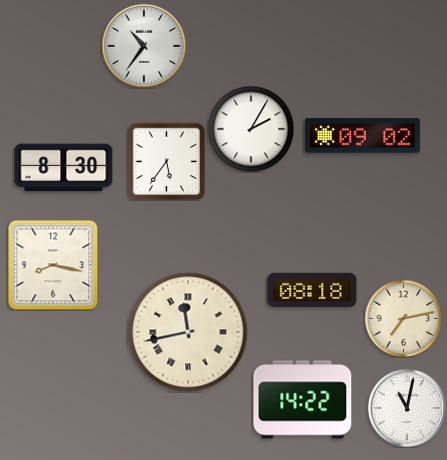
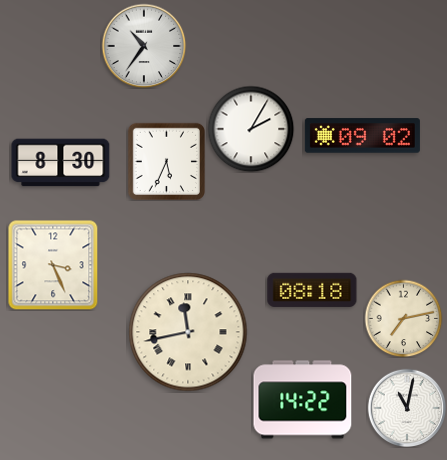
clock at (166, 161): 5:36 -> 5:34
clock at (64, 168) position: (64, 168) -> (61, 163)
clock at (53, 265): 8:17 -> 3:26
